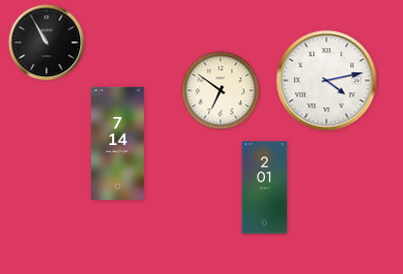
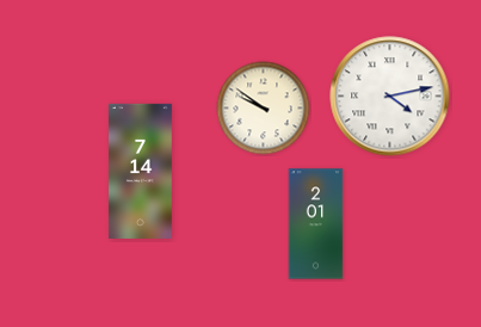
clock at (47, 43): 10:55 -> none
clock at (221, 91): 6:51 -> 9:51
